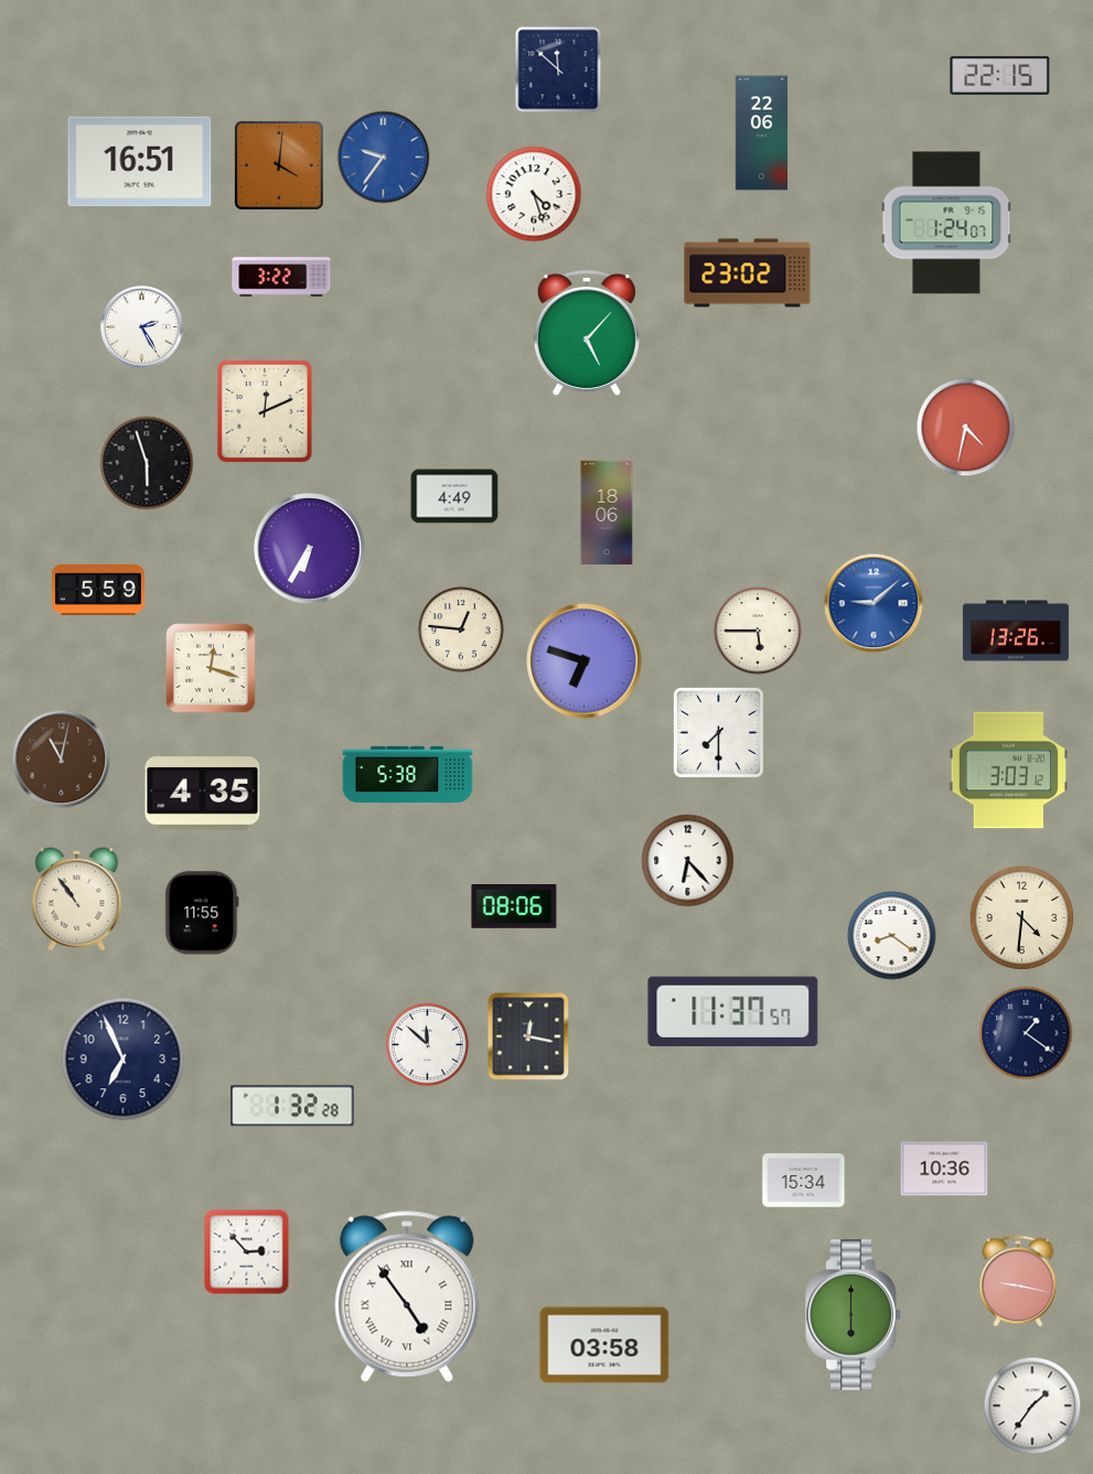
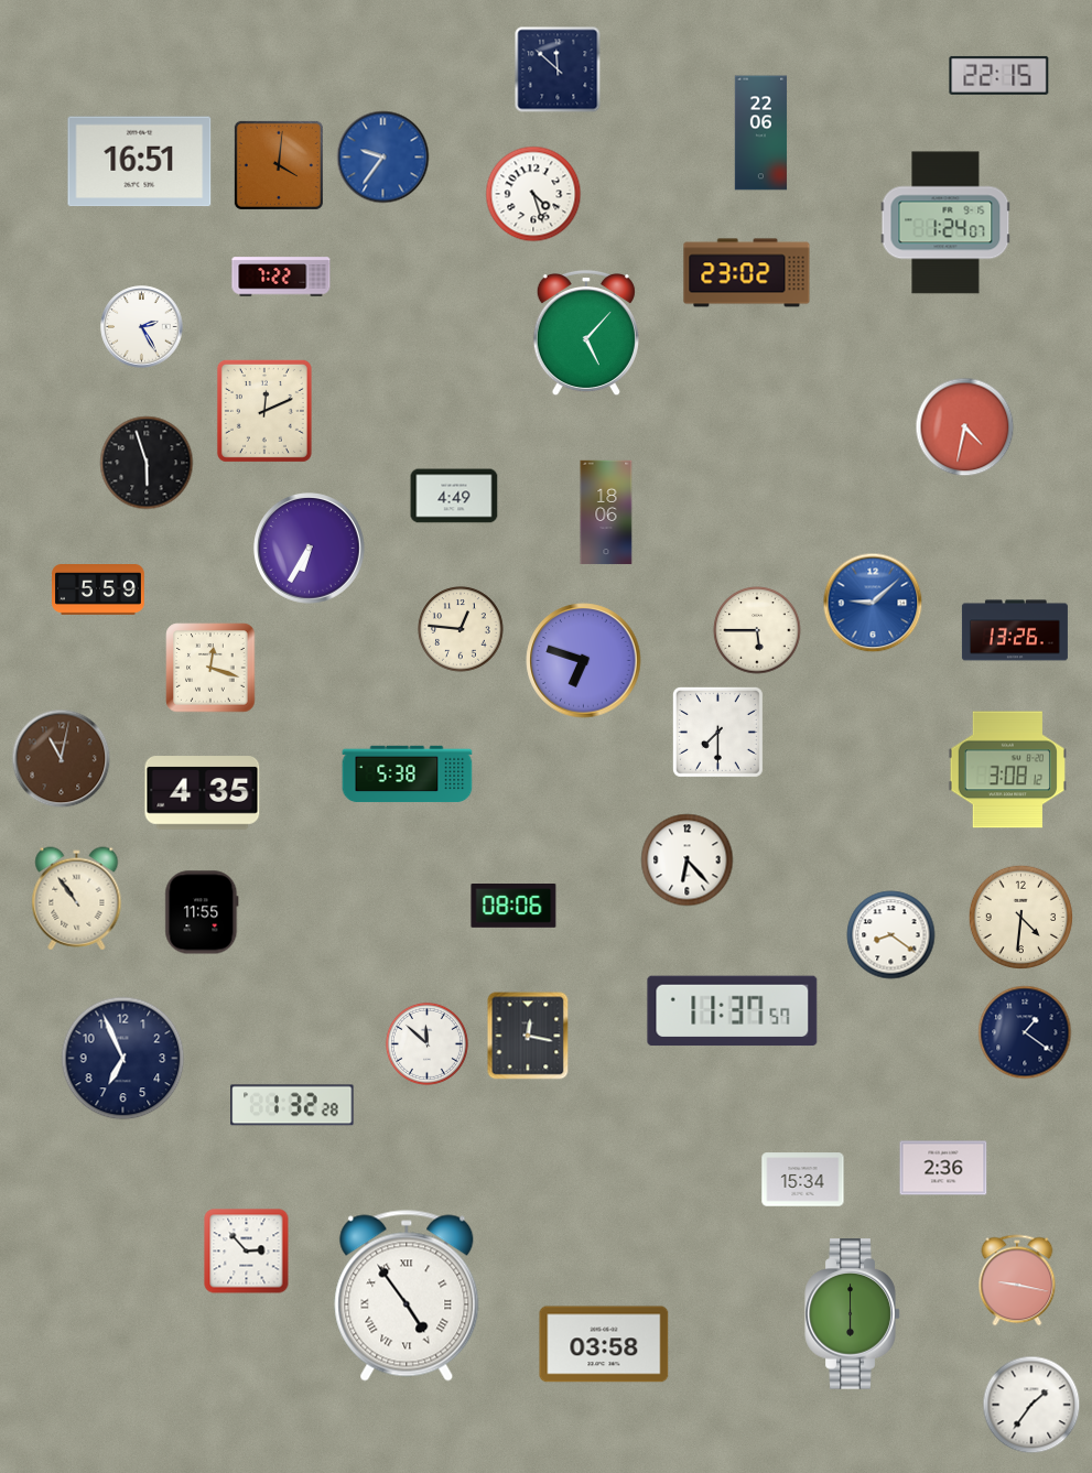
clock at (281, 277): 3:22 -> 7:22
clock at (1008, 771): 3:03 -> 3:08
clock at (944, 1169): 10:36 -> 2:36
